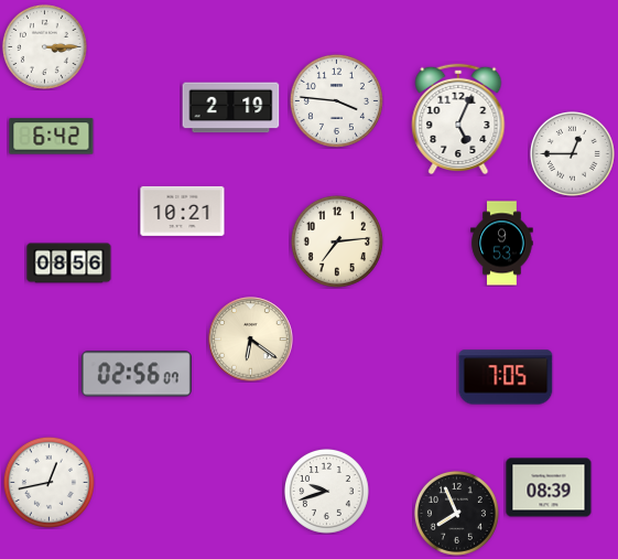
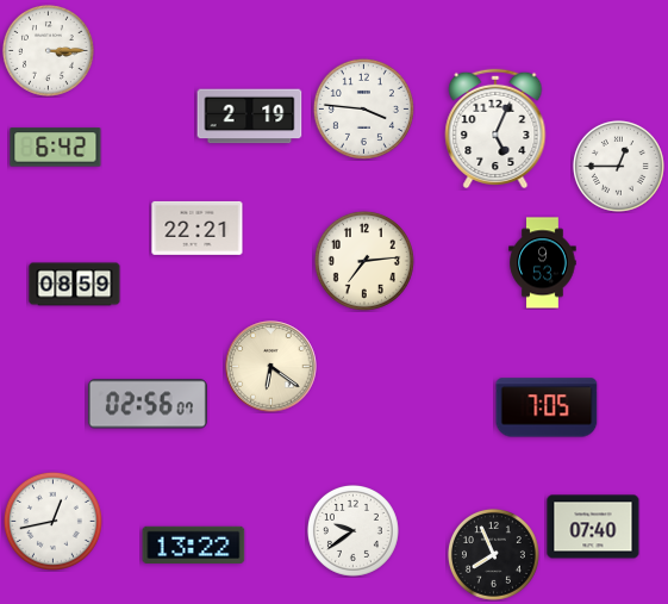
clock at (183, 211): 10:21 -> 22:21
clock at (69, 264): 08:56 -> 08:59
clock at (549, 487): 08:39 -> 07:40
clock at (326, 491): 9:42 -> 9:39
clock at (194, 544): none -> 13:22
